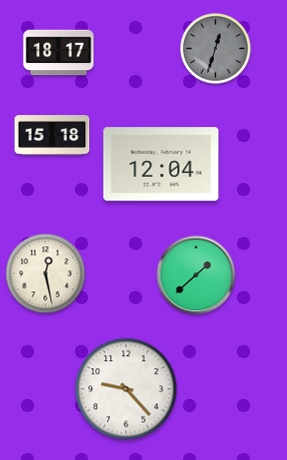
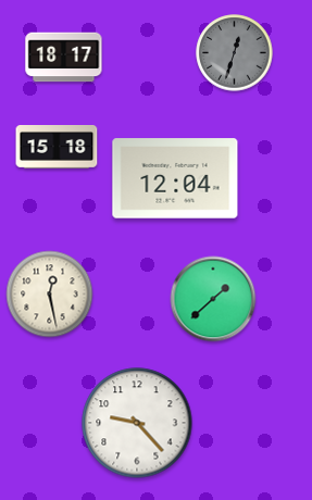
clock at (46, 274) position: (46, 274) -> (50, 295)
